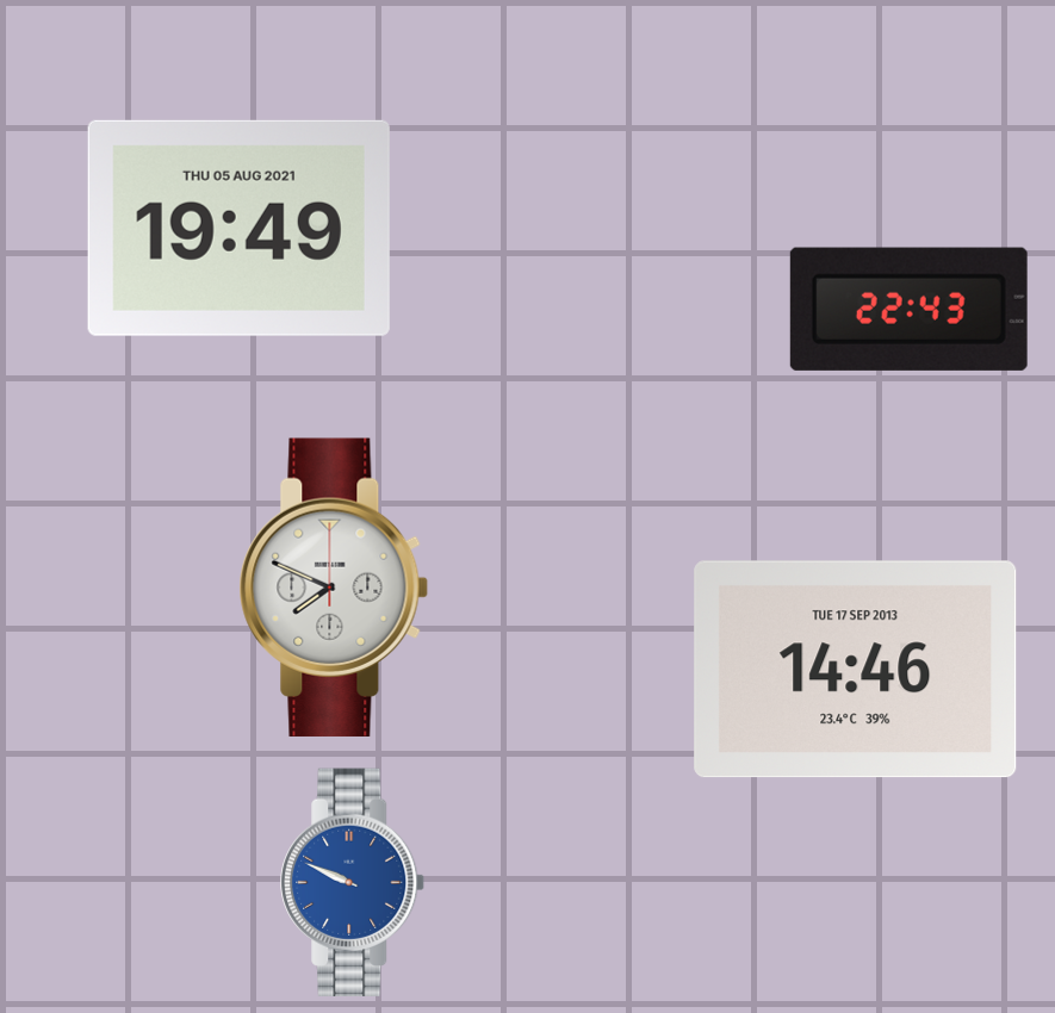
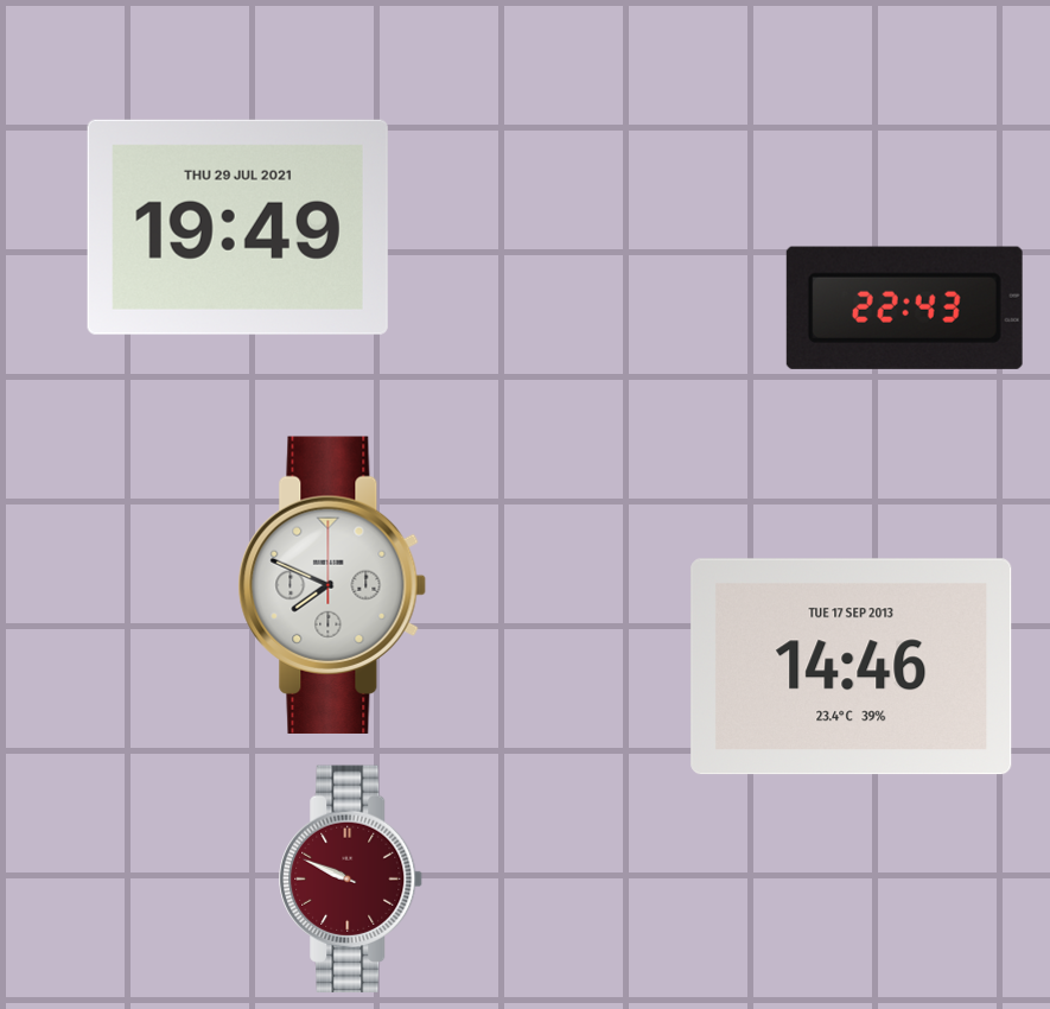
clock at (238, 228) date: THU 05 AUG 2021 -> THU 29 JUL 2021
clock at (353, 882) dial: blue -> burgundy
